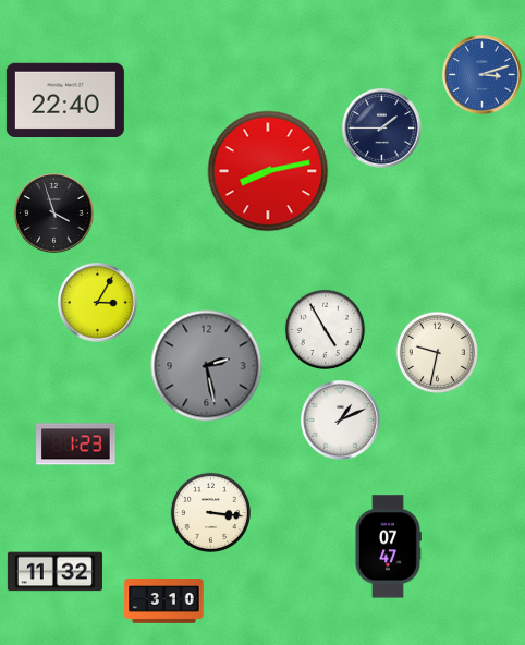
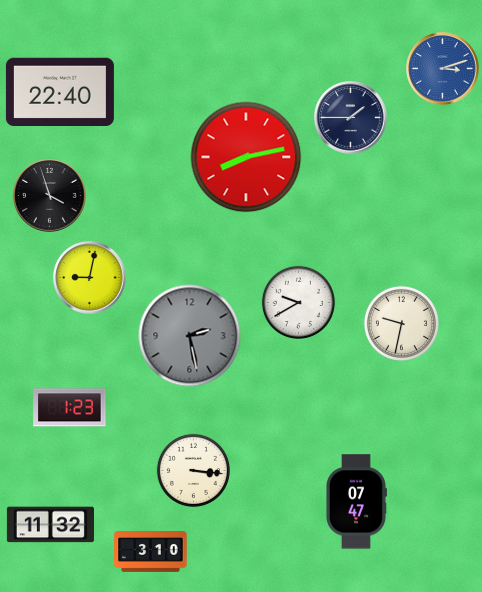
clock at (98, 303): 3:05 -> 9:02
clock at (325, 329): 4:55 -> 9:40
clock at (341, 421): 1:11 -> none
